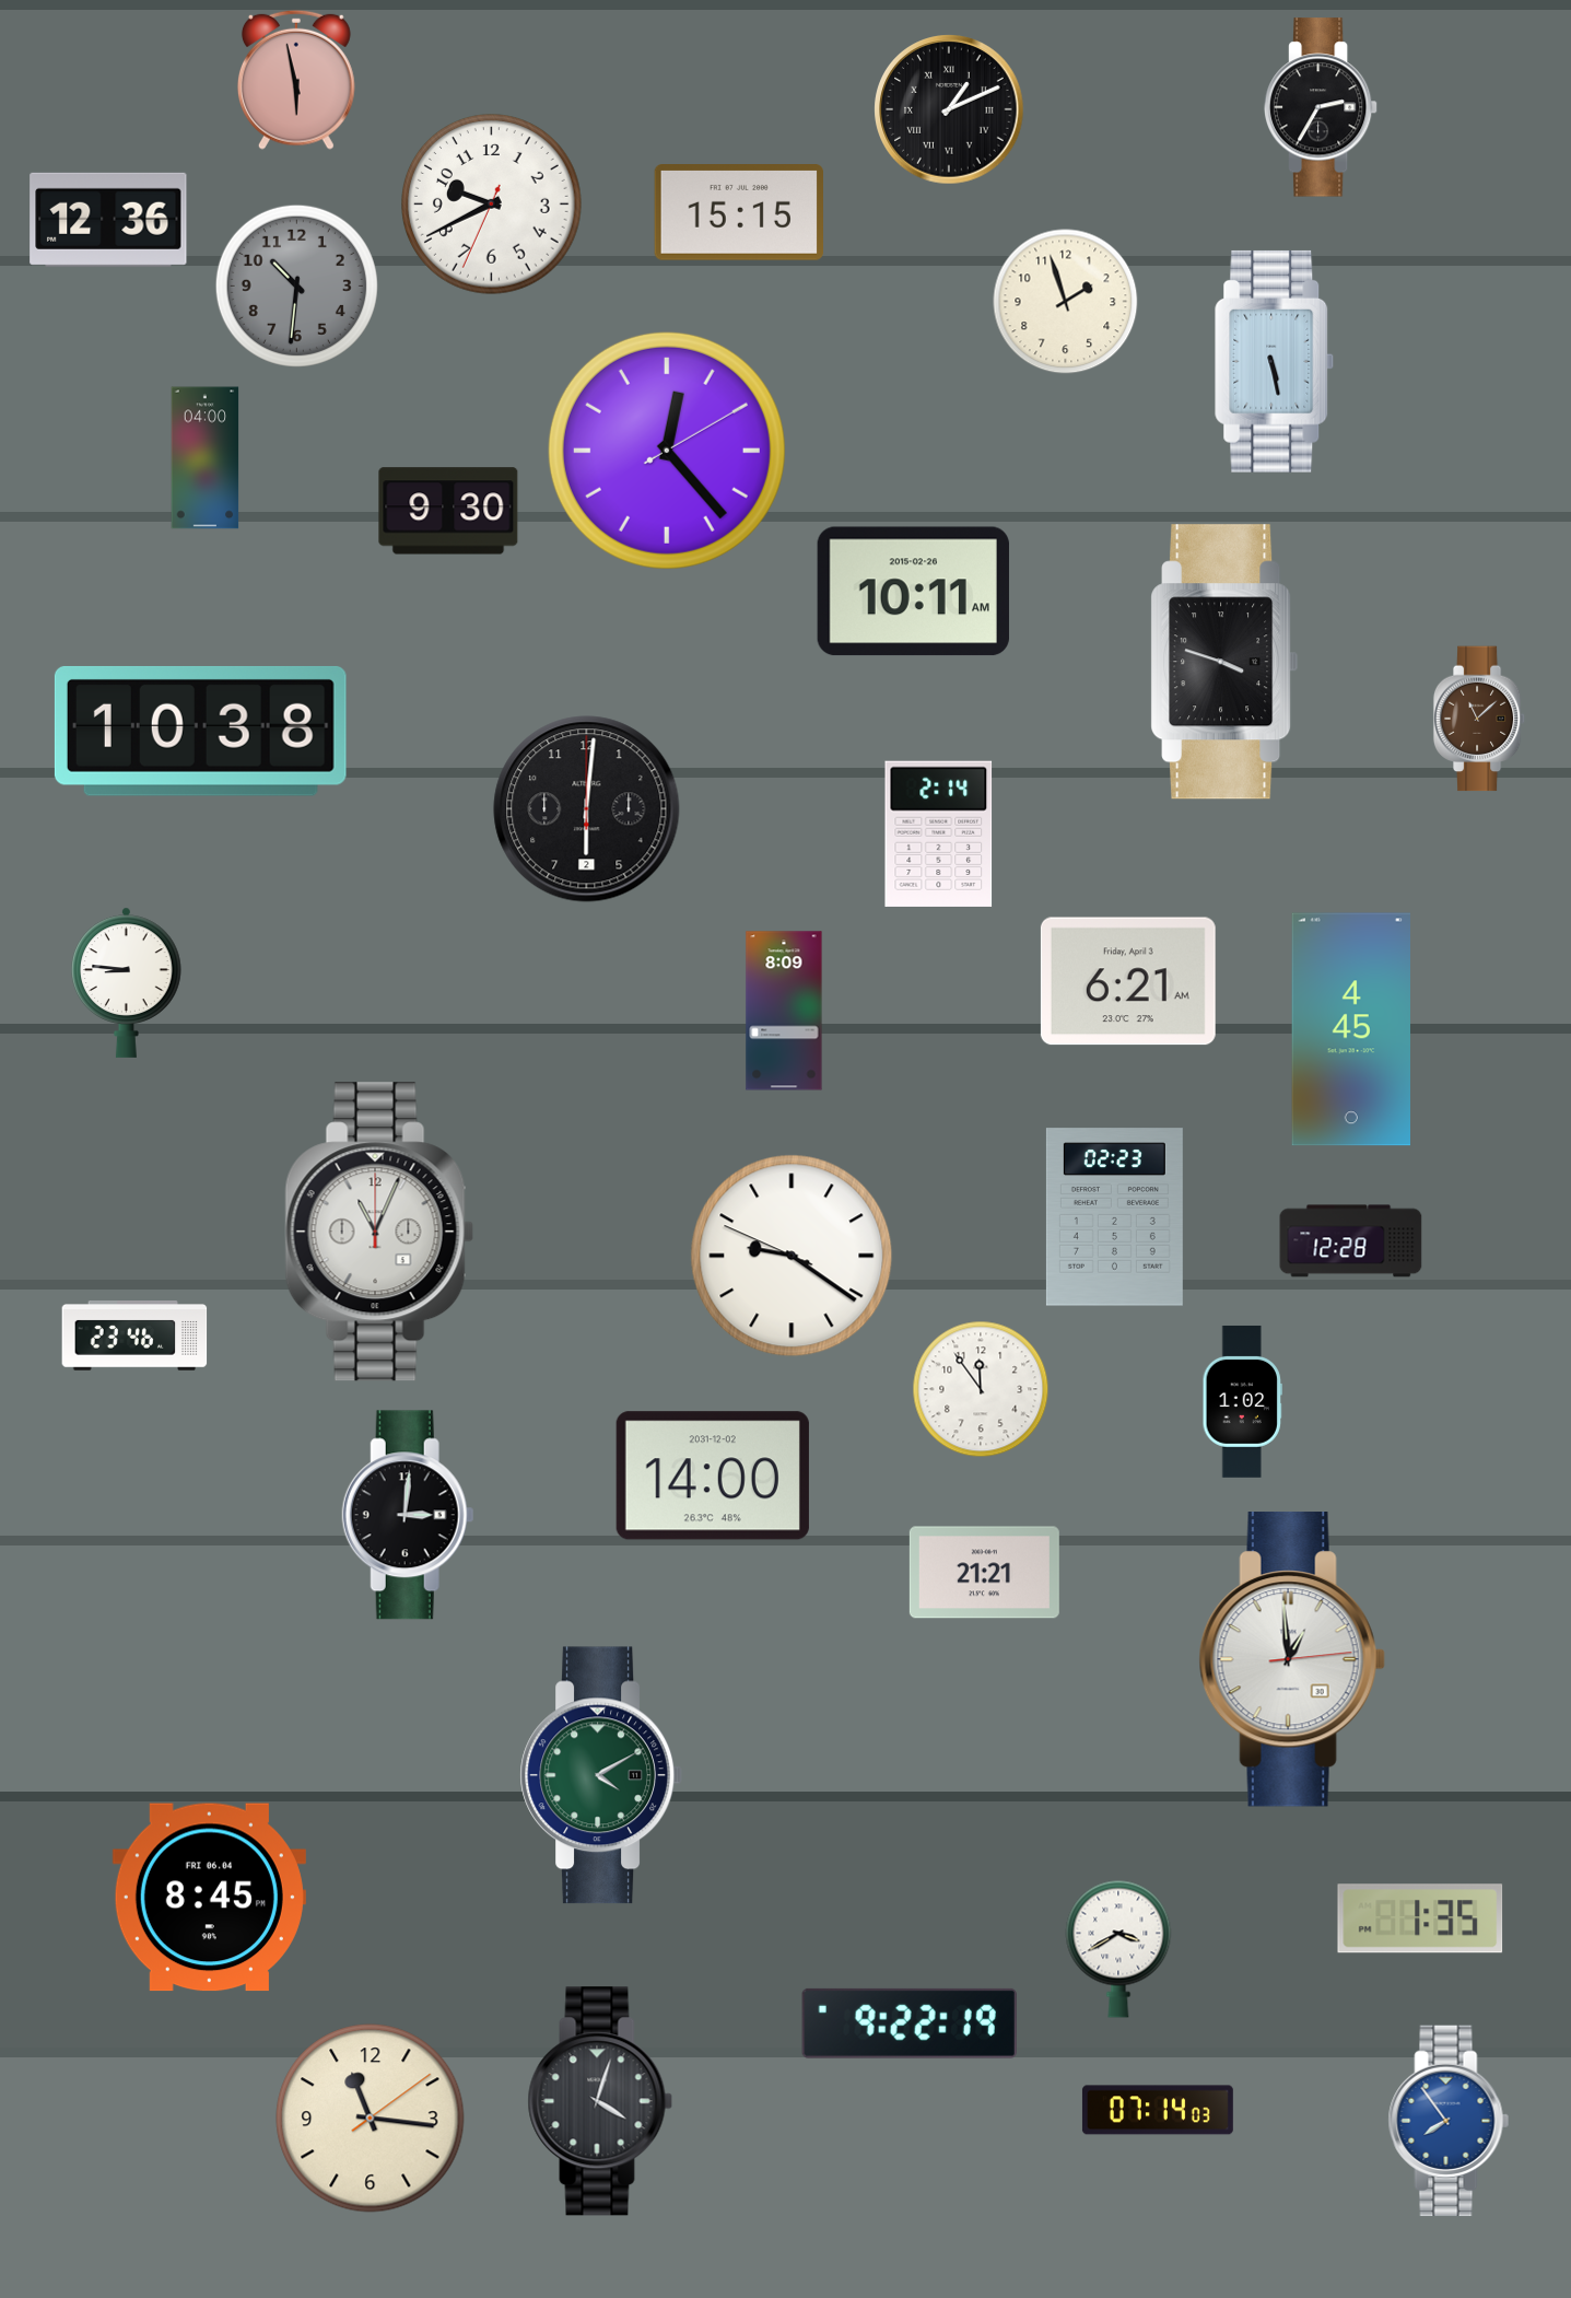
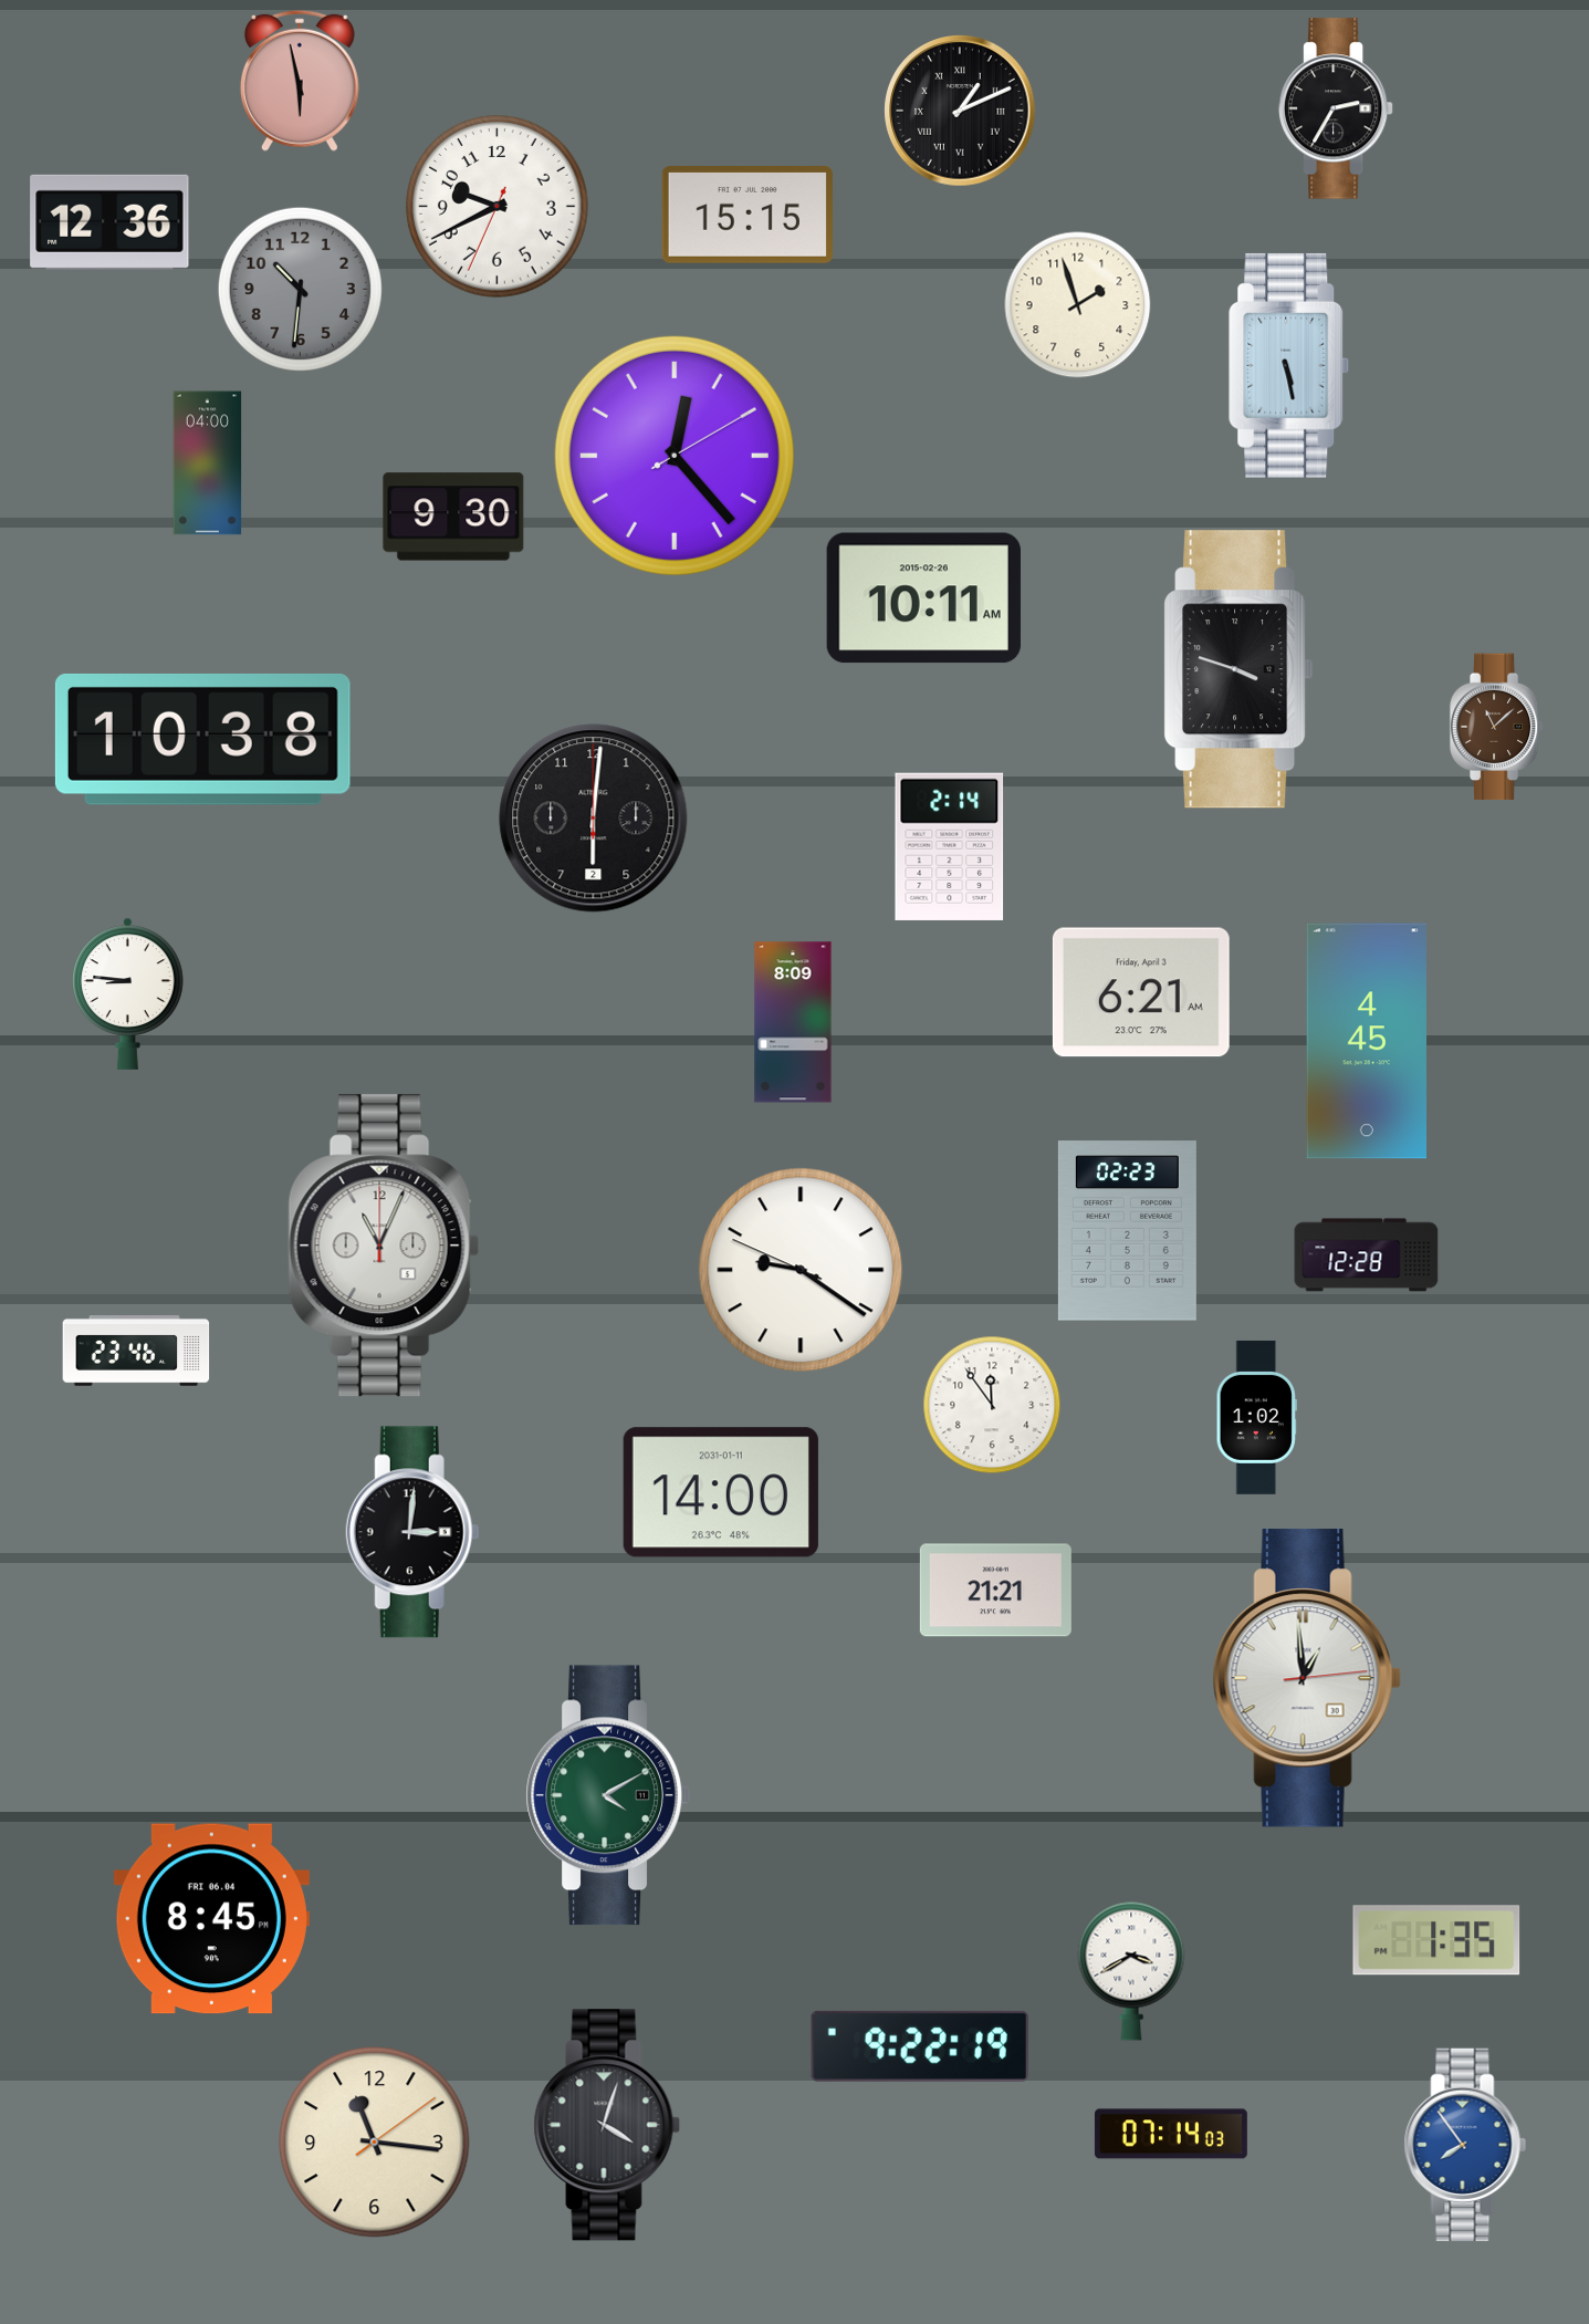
clock at (939, 833) position: (939, 833) -> (950, 846)
clock at (713, 1475) date: 2031-12-02 -> 2031-01-11
